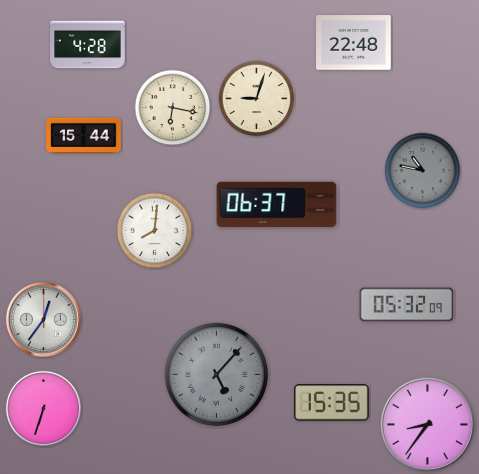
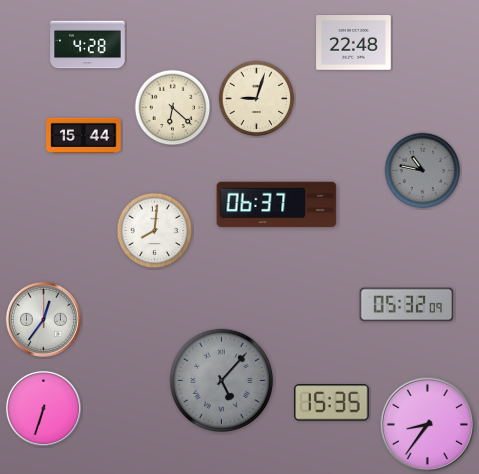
clock at (173, 108): 6:17 -> 6:22
clock at (216, 374) position: (216, 374) -> (221, 380)
